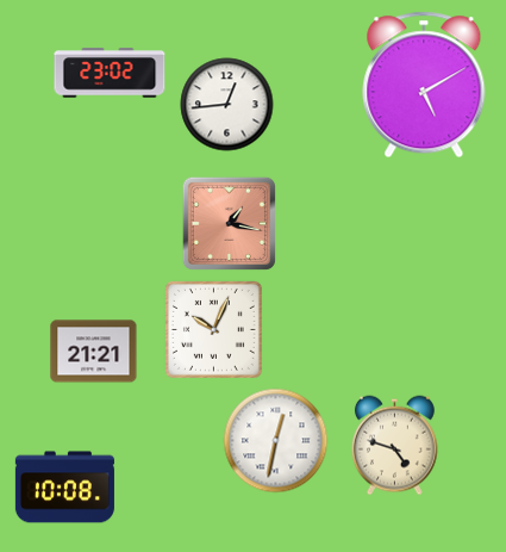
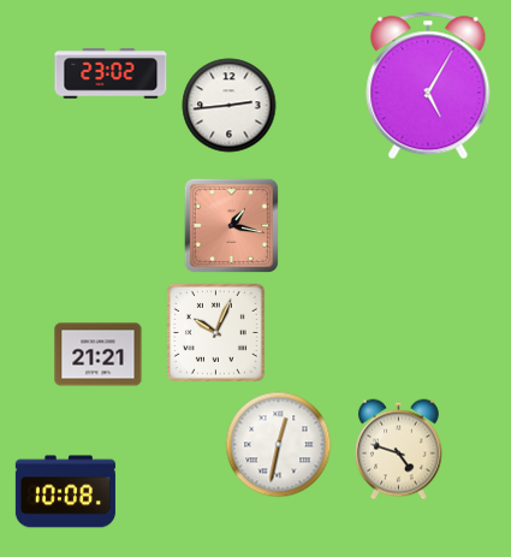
clock at (424, 85): 5:10 -> 5:05
clock at (227, 105): 12:44 -> 2:44
clock at (94, 352) position: (94, 352) -> (99, 355)
